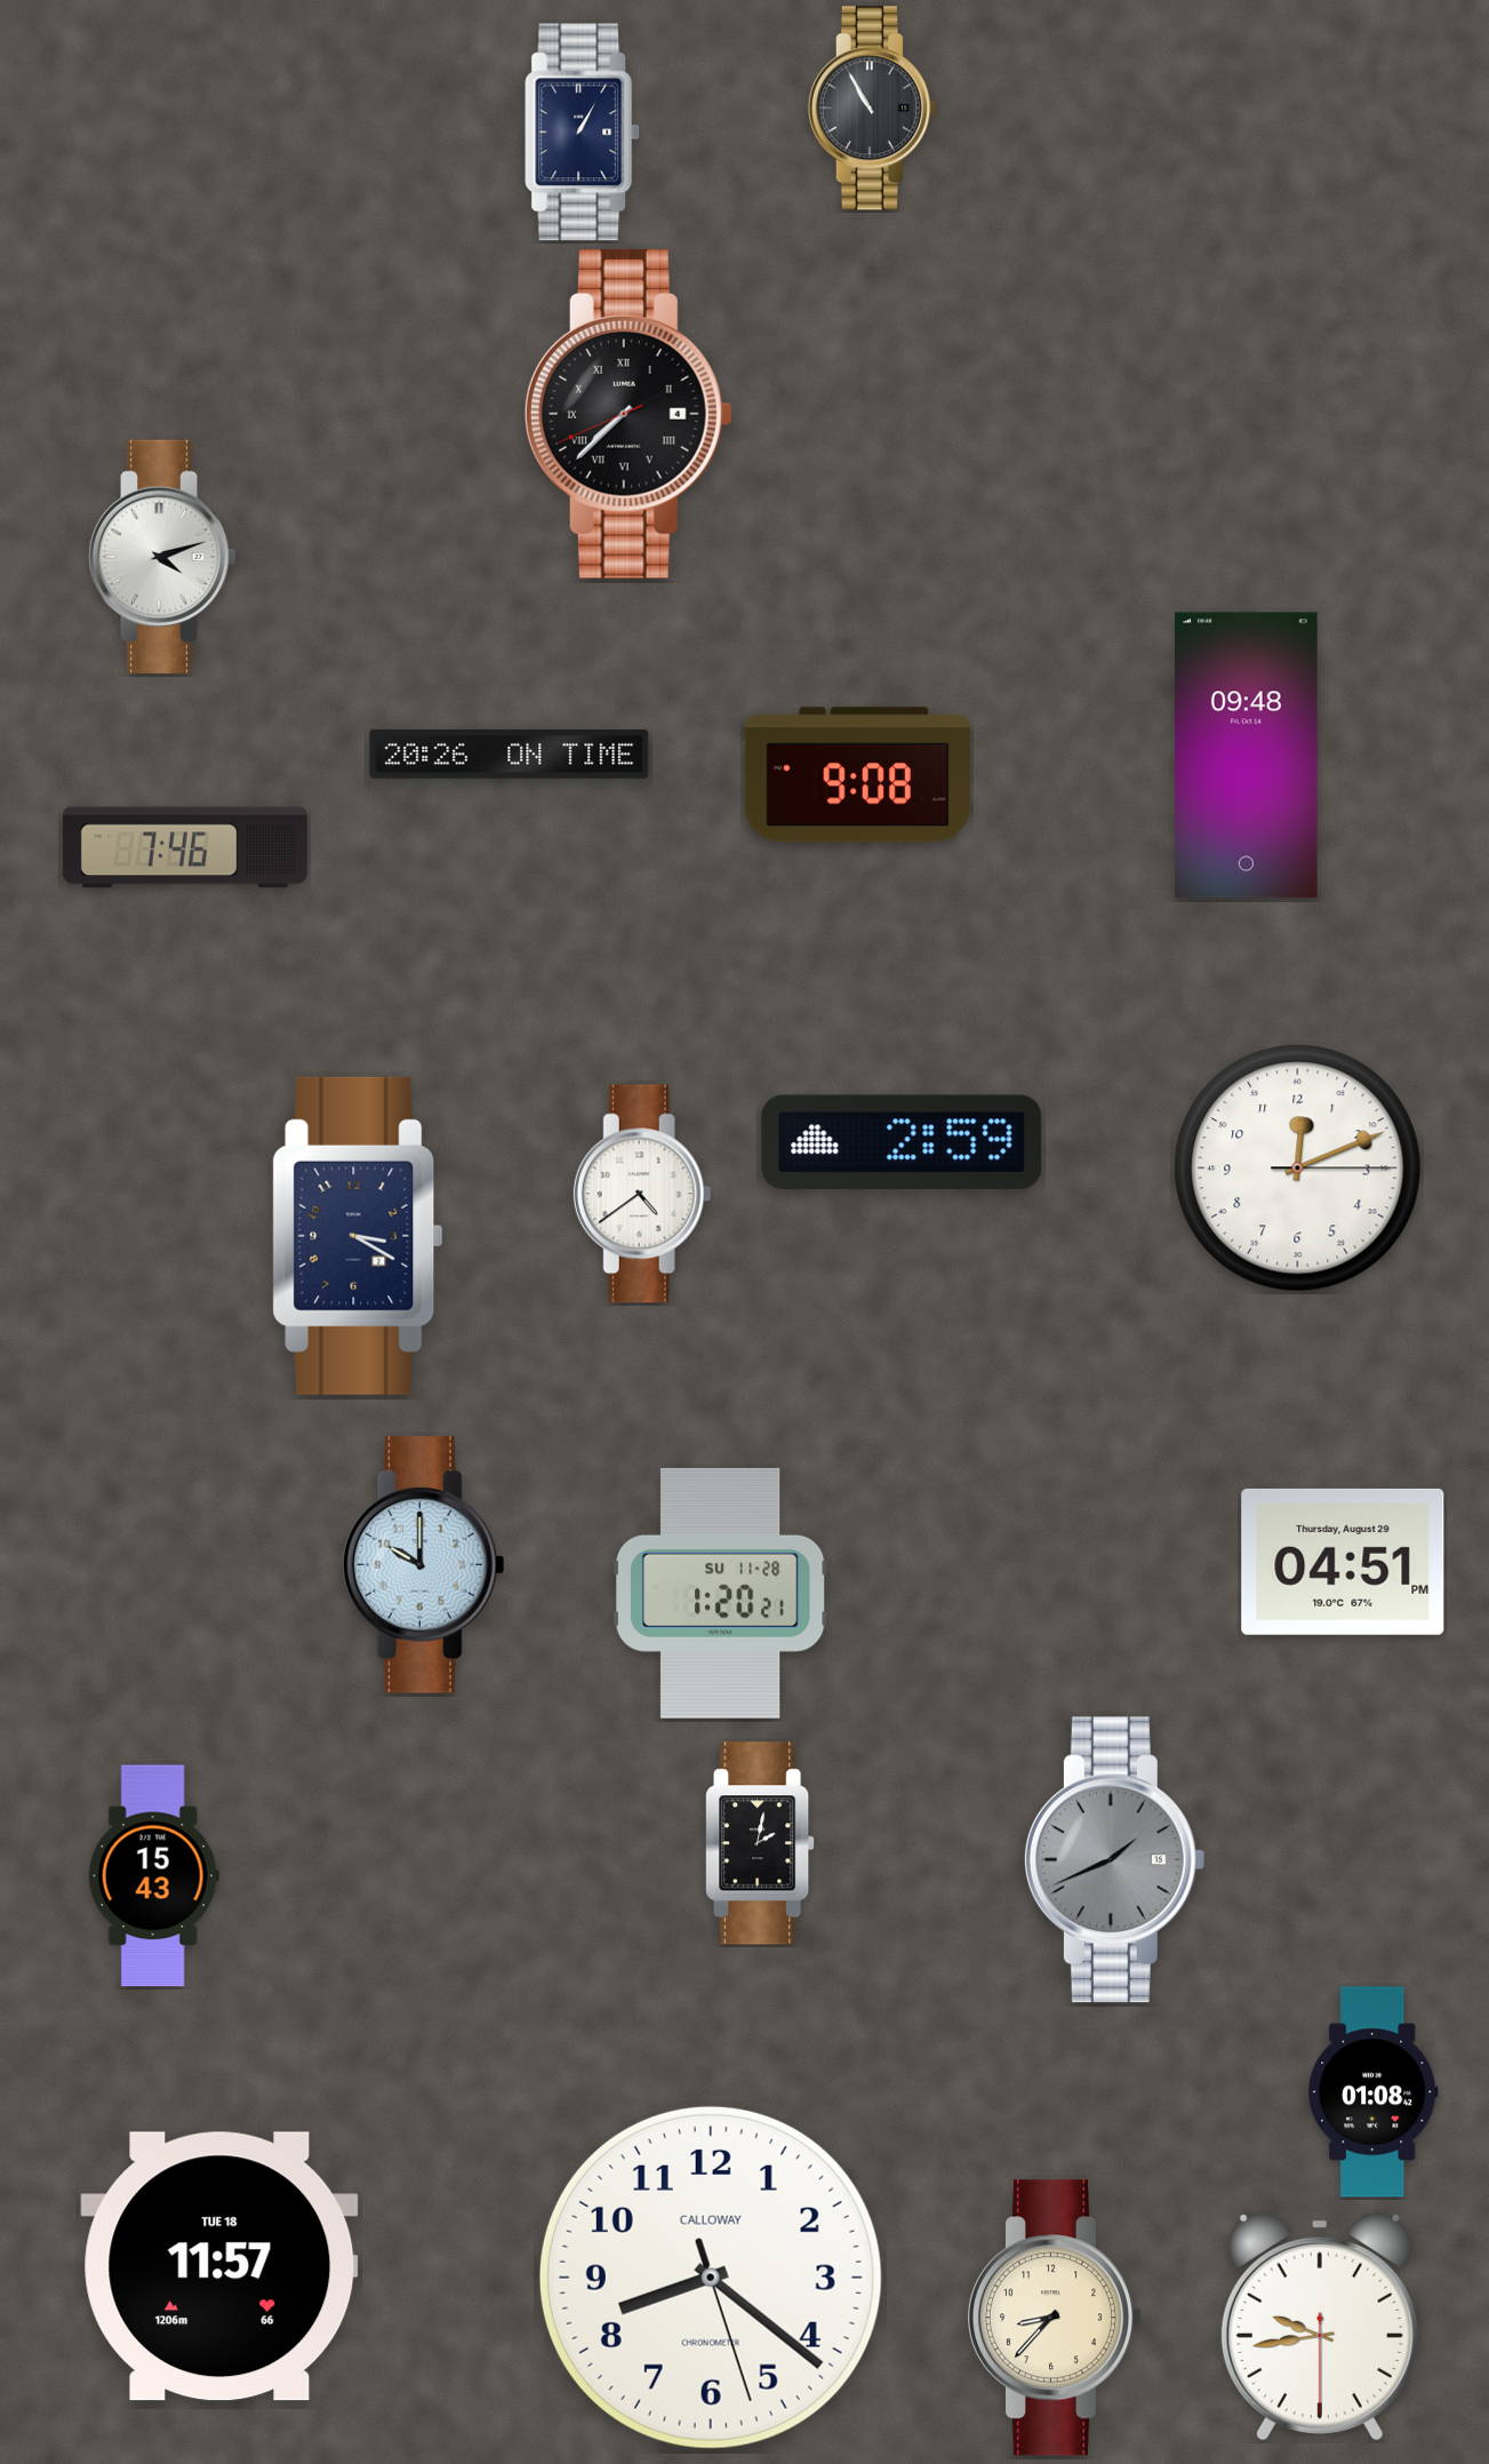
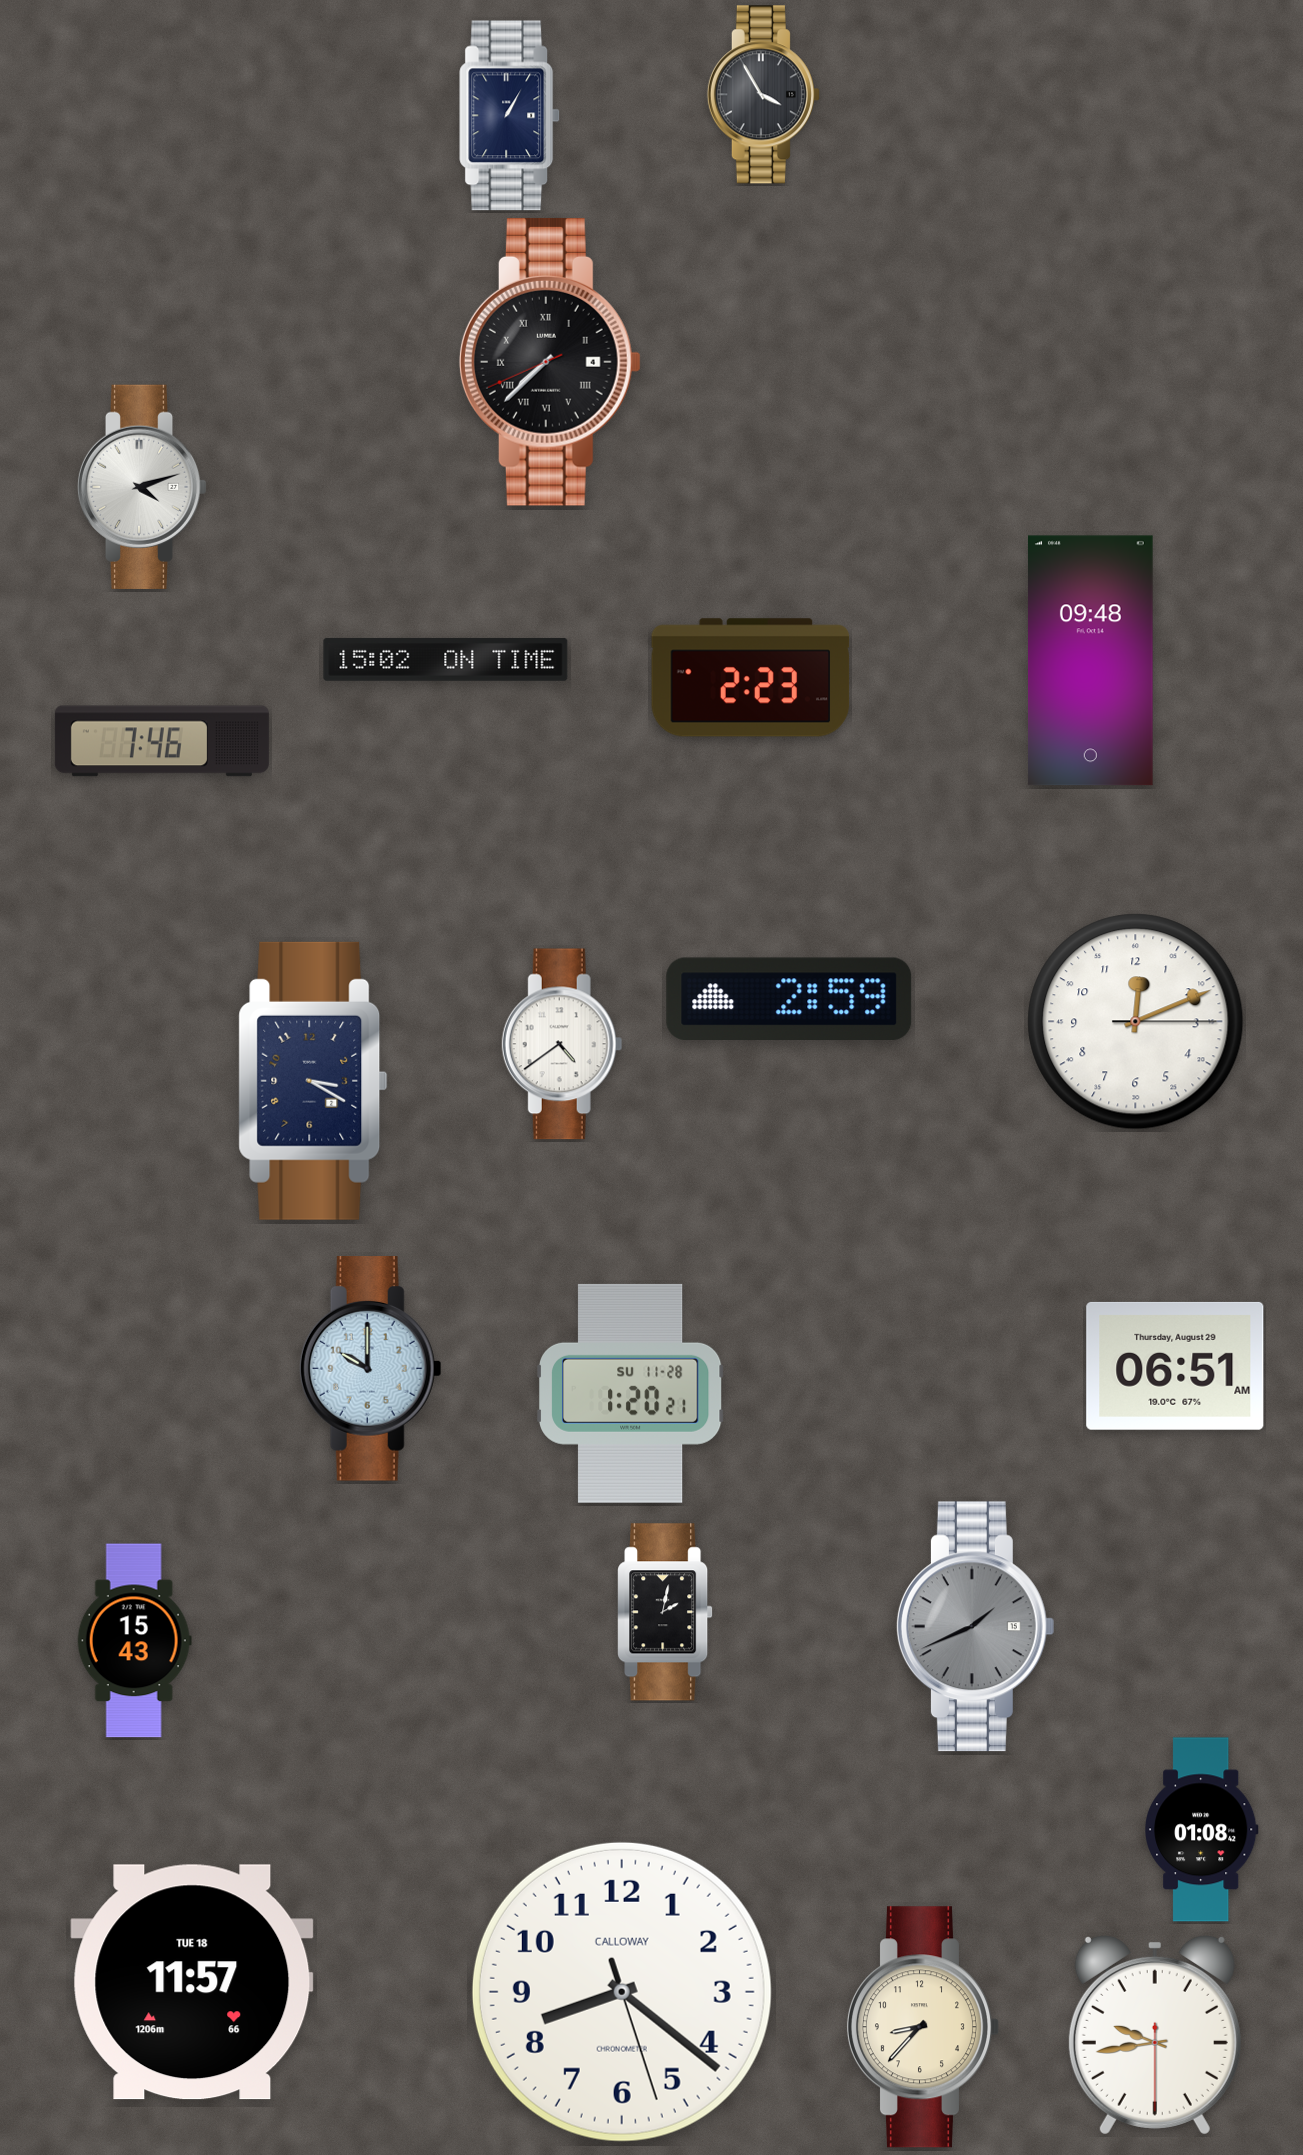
clock at (872, 109): 10:55 -> 3:55
clock at (510, 753): 20:26 -> 15:02
clock at (858, 775): 9:08 -> 2:23
clock at (1343, 1562): 04:51 -> 06:51
